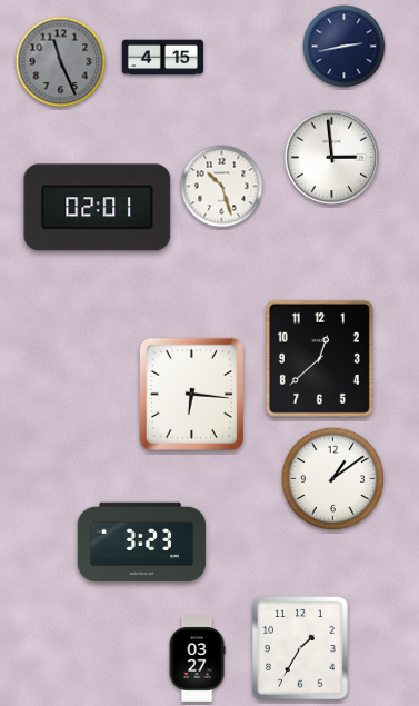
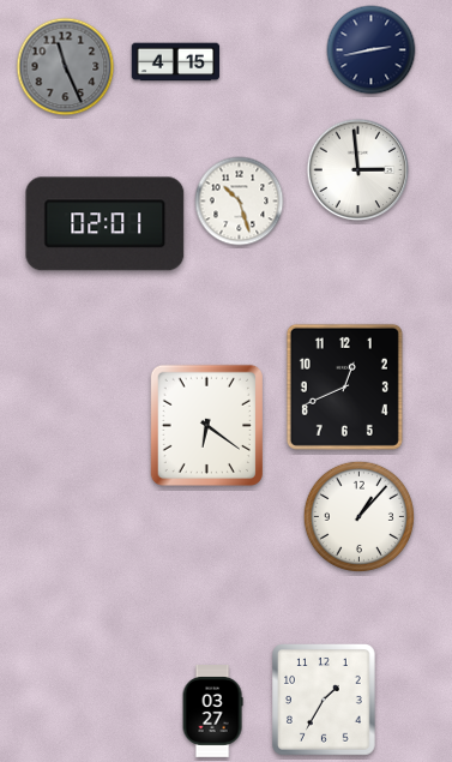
clock at (319, 358): 12:38 -> 12:41
clock at (191, 394): 6:16 -> 6:21
clock at (332, 478): 1:09 -> 1:07
clock at (142, 543): 3:23 -> none
